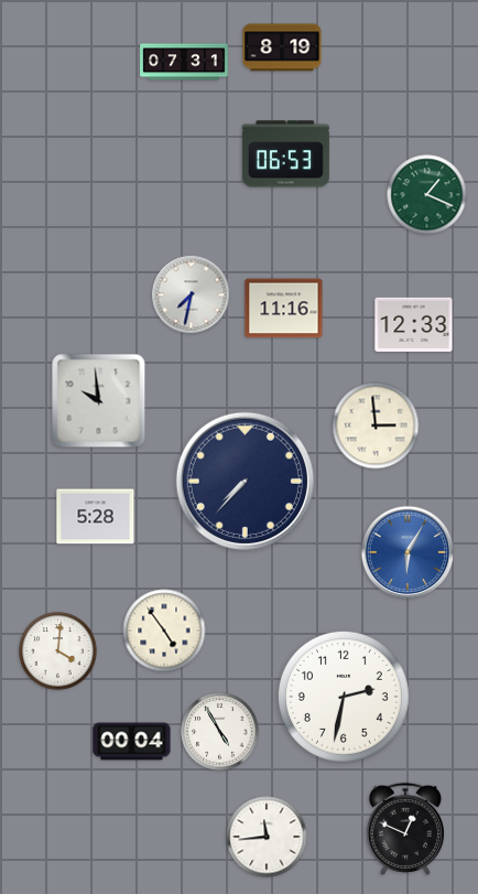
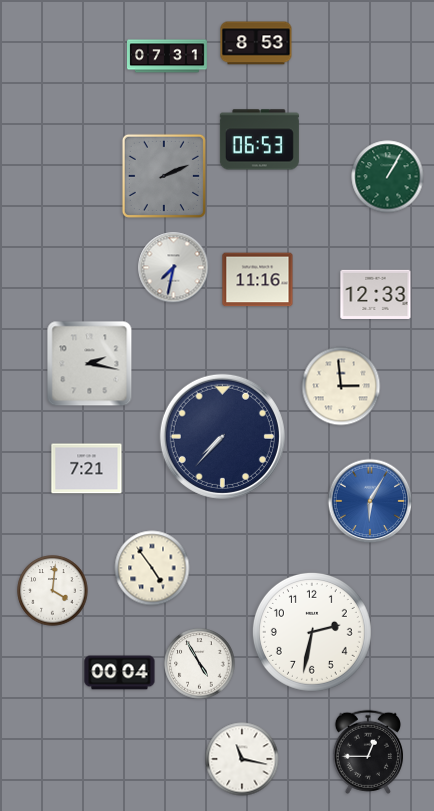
clock at (282, 47): 8:19 -> 8:53
clock at (164, 176): none -> 2:11
clock at (427, 195): 1:19 -> 1:05
clock at (99, 401): 9:59 -> 2:17
clock at (96, 517): 5:28 -> 7:21
clock at (164, 631) position: (164, 631) -> (152, 568)
clock at (405, 829): 12:49 -> 12:45
clock at (267, 837): 11:44 -> 11:17
